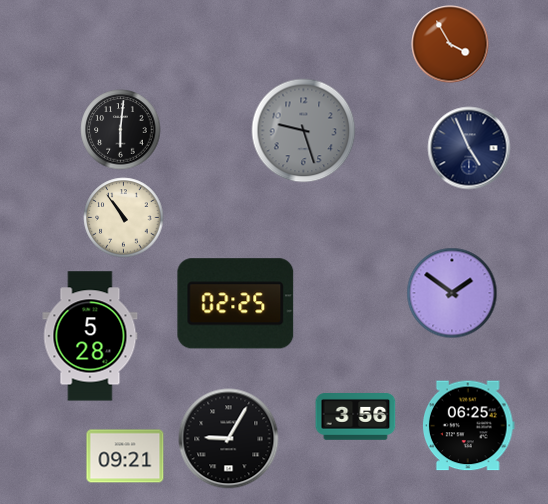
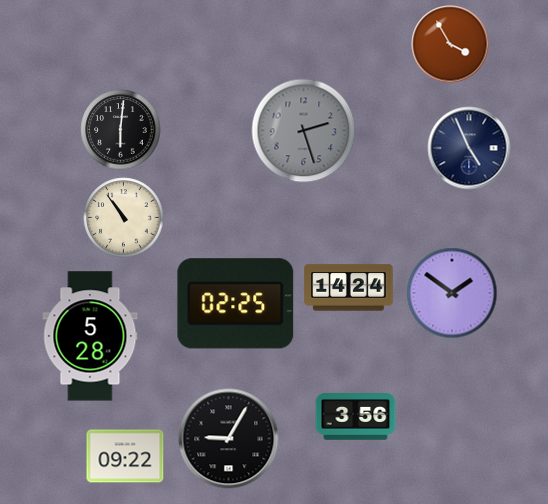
clock at (304, 131): 9:27 -> 2:27
clock at (349, 288): none -> 14:24
clock at (469, 426): 06:25 -> none
clock at (125, 456): 09:21 -> 09:22
